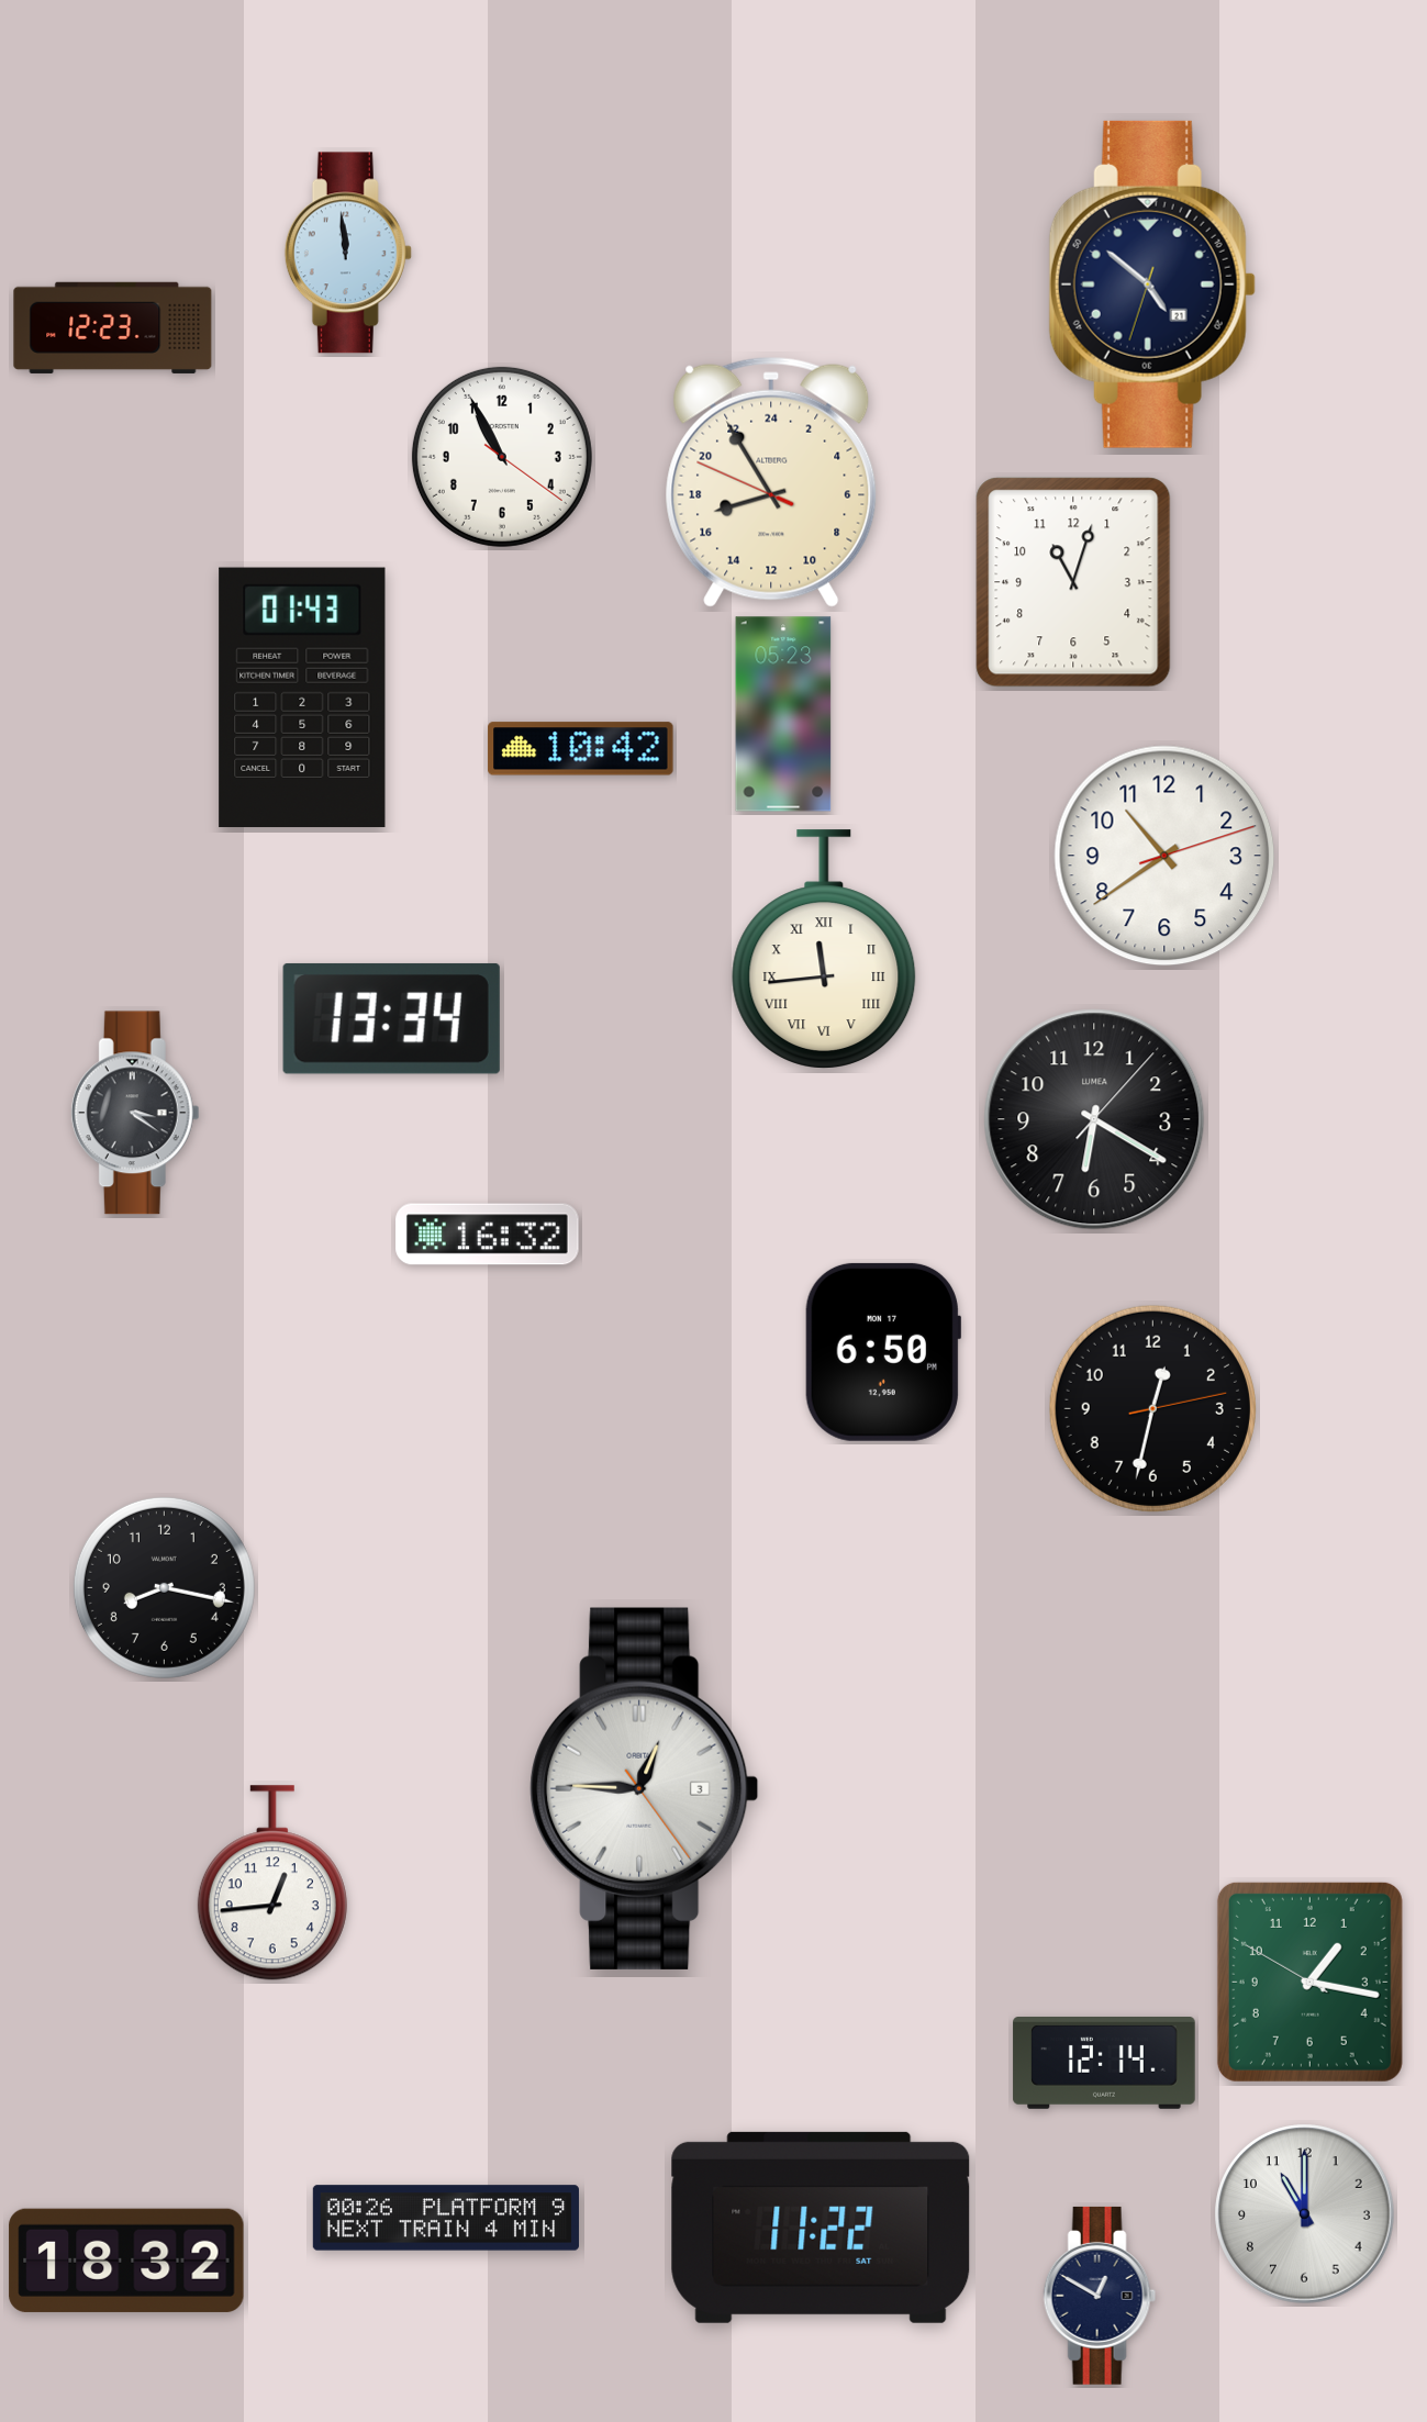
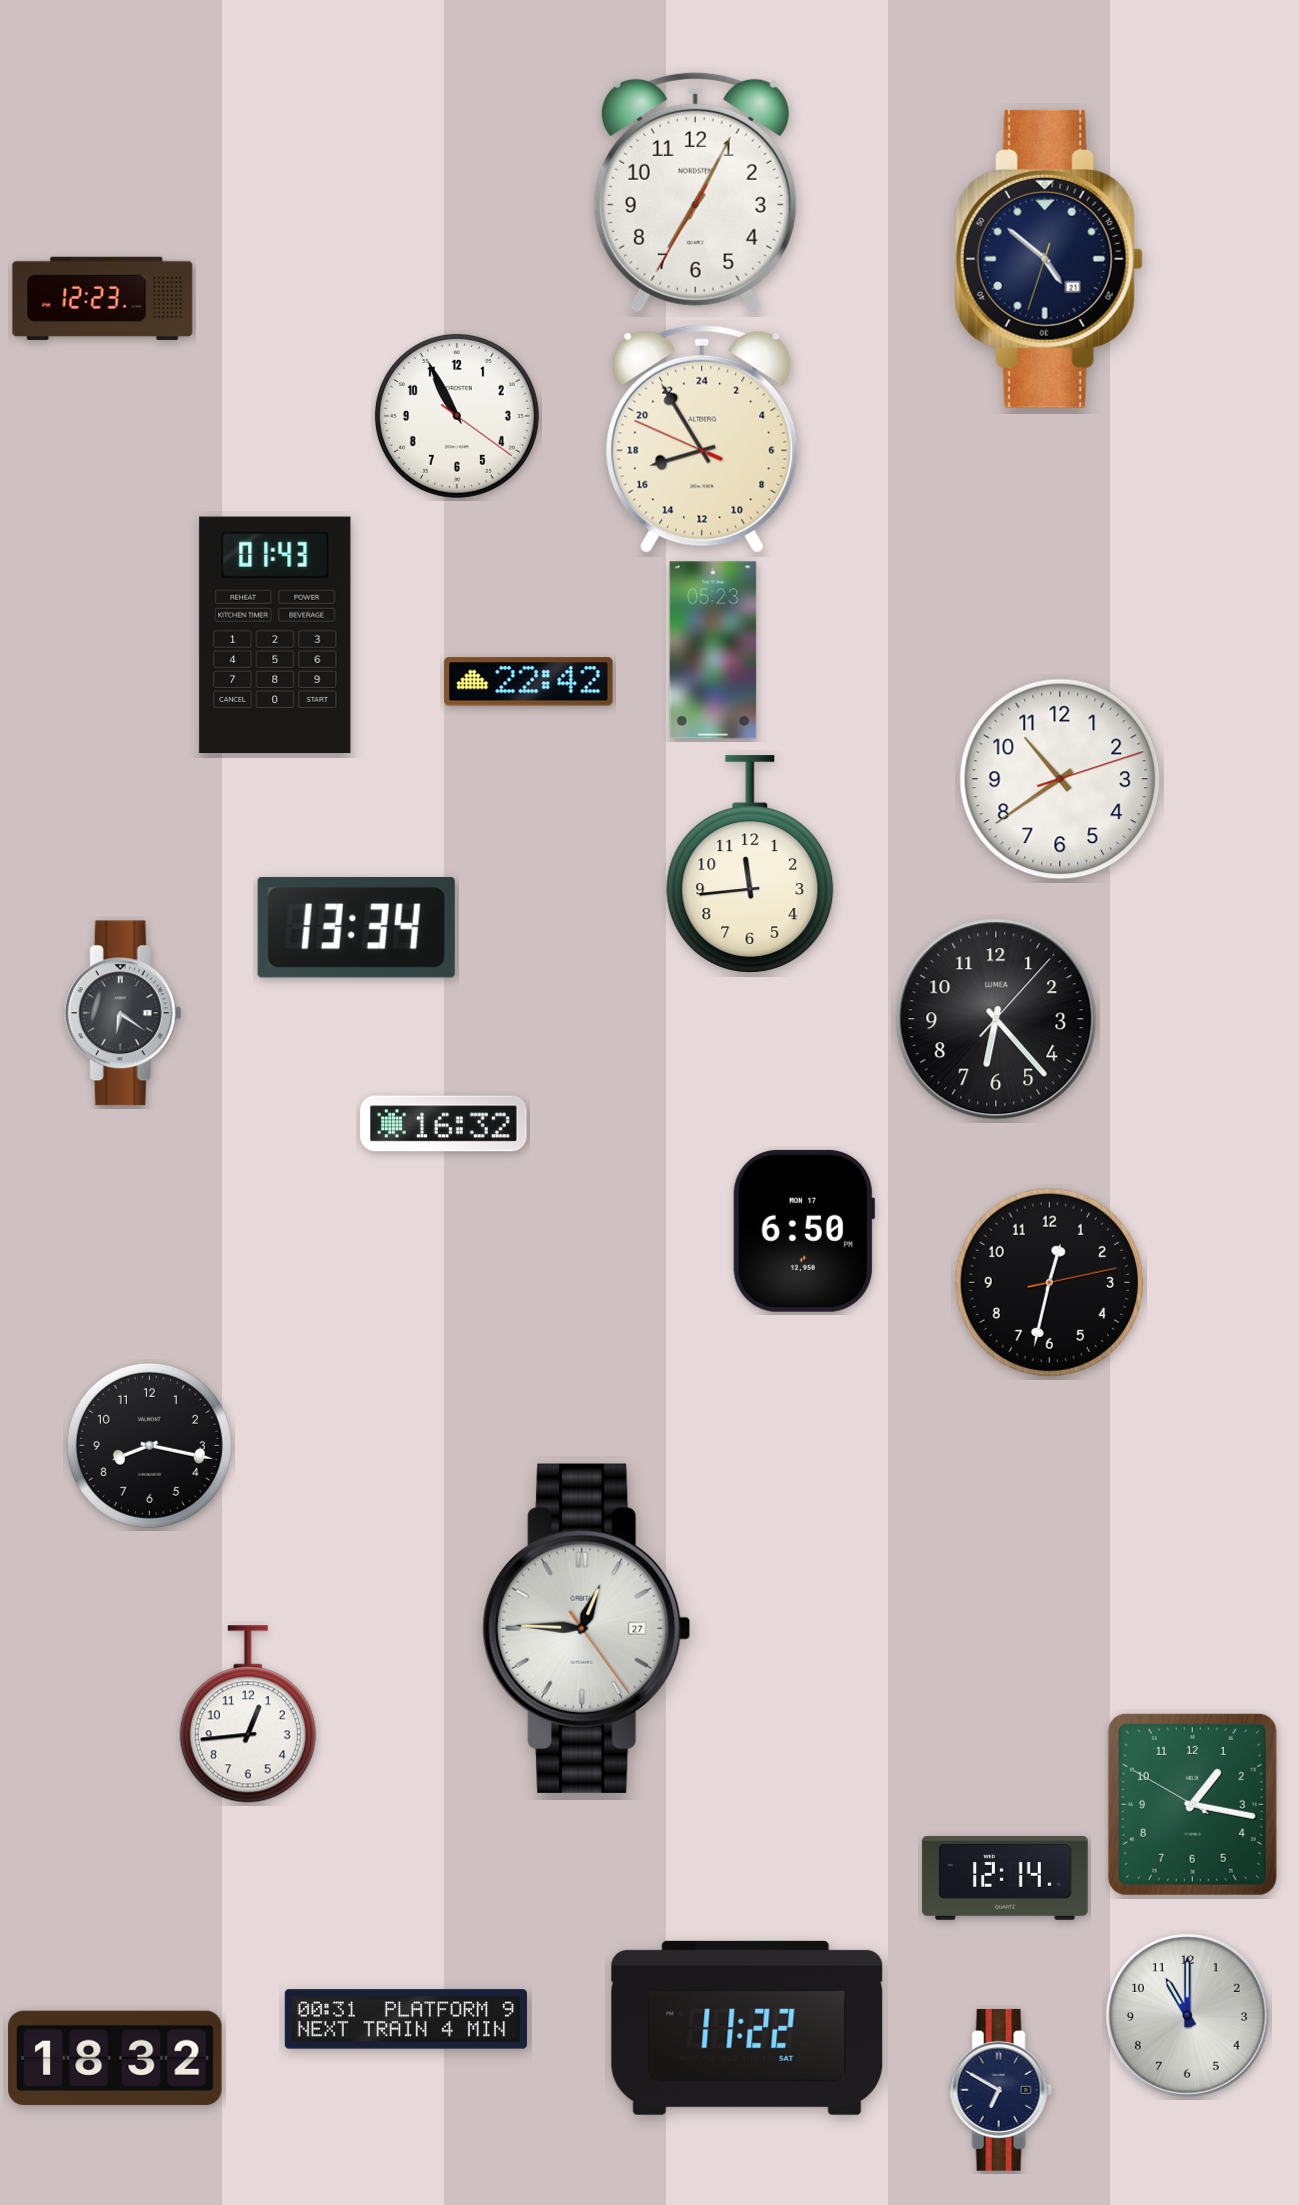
clock at (695, 192): none -> 7:04
clock at (348, 253): 11:59 -> none
clock at (1073, 582): 11:03 -> none
clock at (581, 749): 10:42 -> 22:42
clock at (824, 949) numerals: Roman -> Arabic
clock at (135, 1113): 3:21 -> 6:21
clock at (1094, 1119): 6:20 -> 6:23
clock at (645, 1788) date: 3 -> 27
clock at (446, 2218): 00:26 -> 00:31
clock at (1100, 2296): 12:50 -> 6:50
